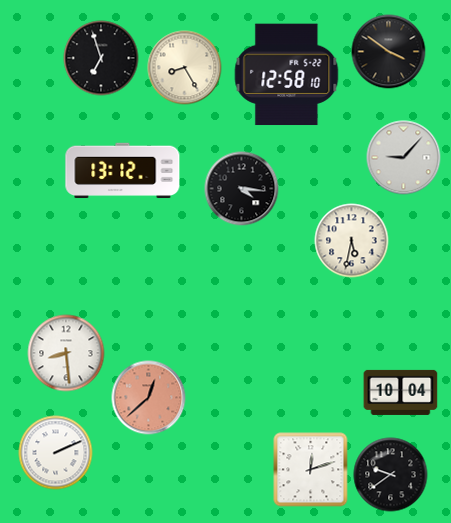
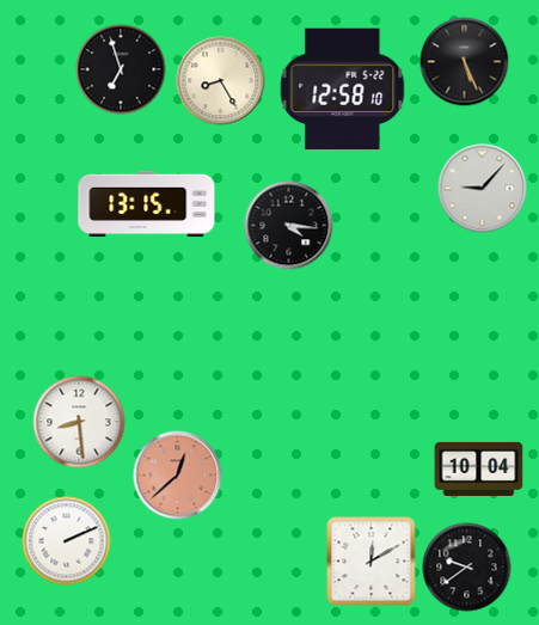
clock at (389, 52): 3:51 -> 5:26
clock at (123, 171): 13:12 -> 13:15
clock at (352, 241): 5:32 -> none
clock at (311, 470): 12:12 -> 12:10
